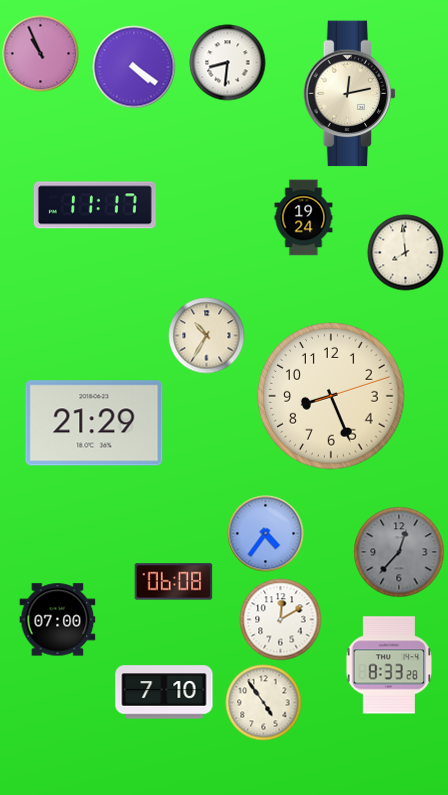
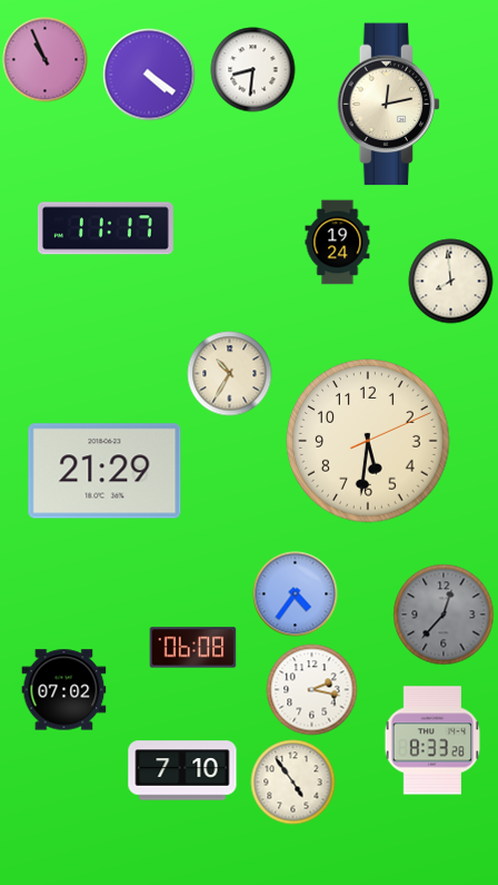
clock at (331, 396): 8:26 -> 5:31
clock at (58, 620): 07:00 -> 07:02
clock at (281, 620): 12:10 -> 2:17
